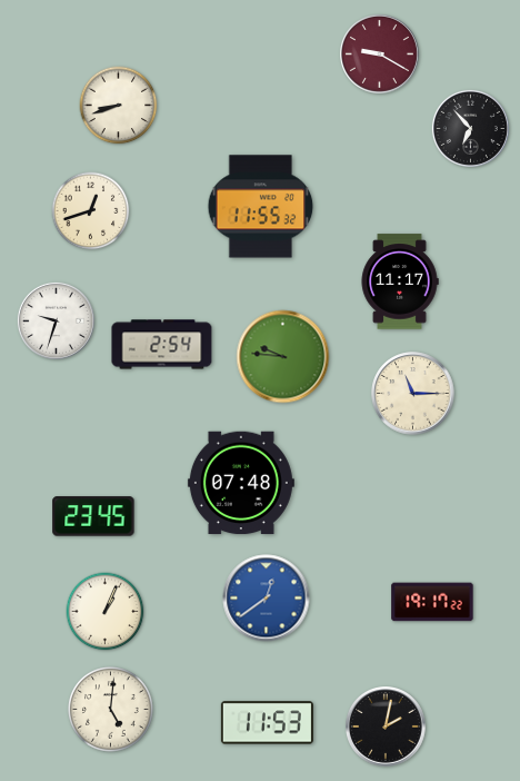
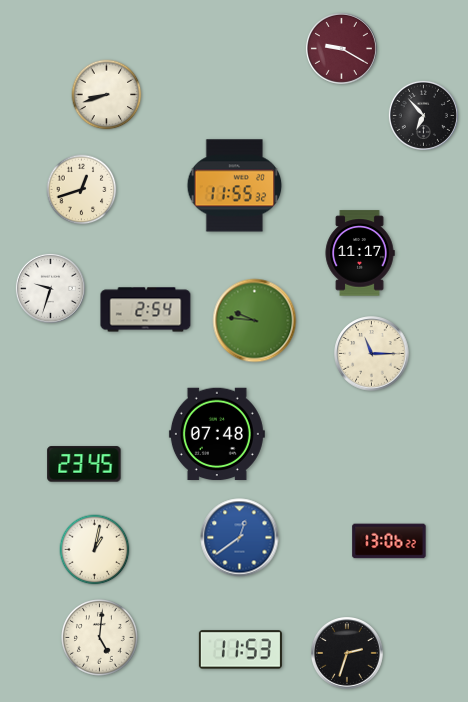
clock at (432, 602): 19:17 -> 13:06
clock at (106, 612): 1:04 -> 1:02
clock at (387, 728): 2:02 -> 2:33
